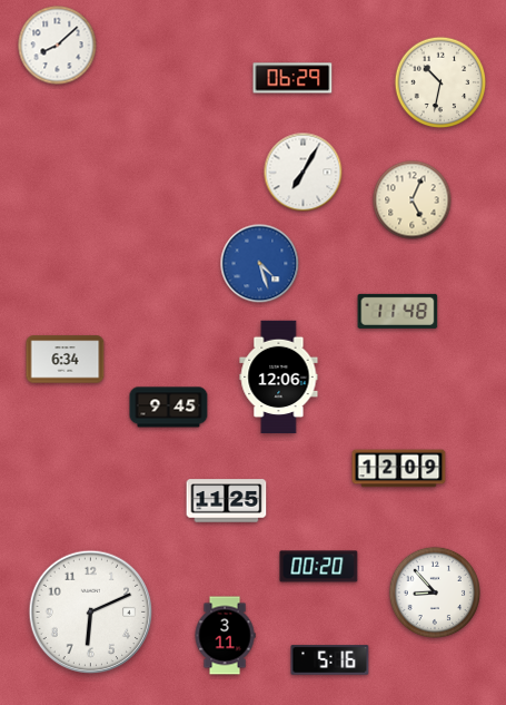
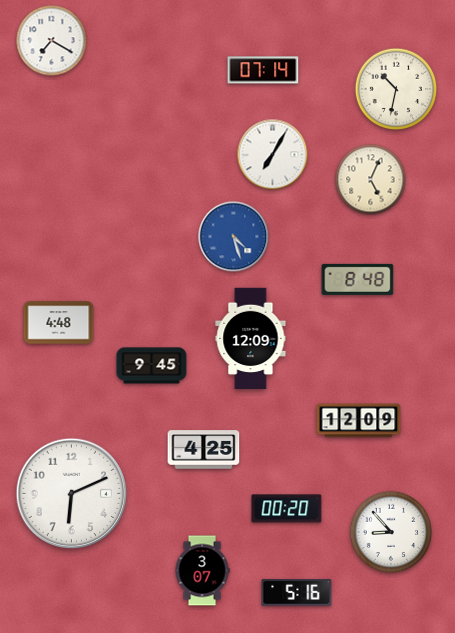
clock at (58, 46): 8:08 -> 7:20
clock at (292, 78): 06:29 -> 07:14
clock at (440, 82) position: (440, 82) -> (396, 89)
clock at (398, 311): 11:48 -> 8:48
clock at (66, 360): 6:34 -> 4:48
clock at (279, 378): 12:06 -> 12:09
clock at (227, 501): 11:25 -> 4:25
clock at (91, 613) position: (91, 613) -> (72, 494)
clock at (225, 636): 3:11 -> 3:07
